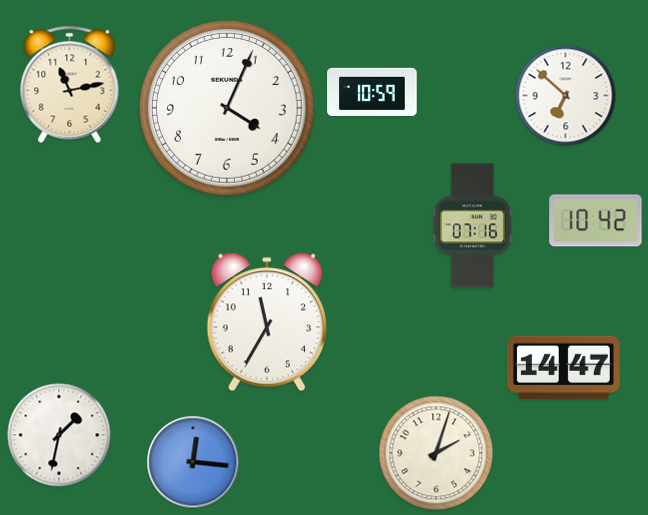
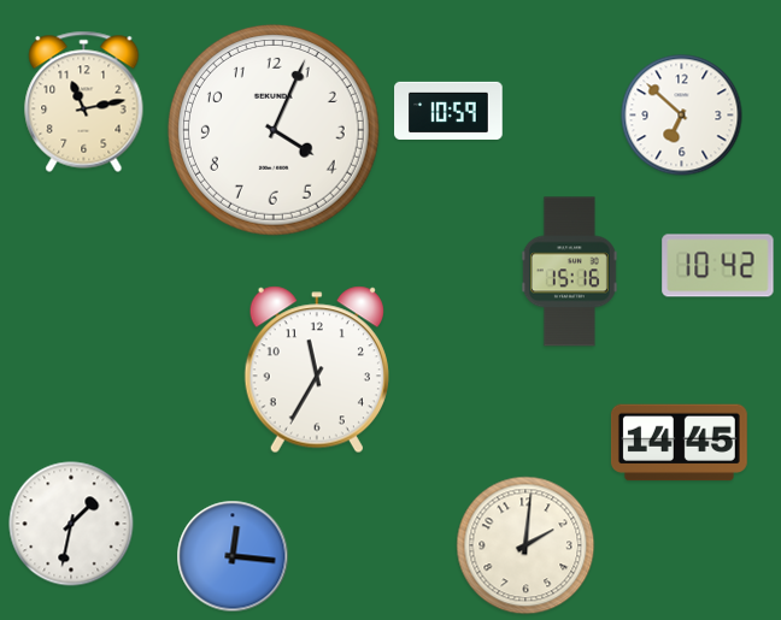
clock at (472, 226): 07:16 -> 15:16
clock at (267, 322) position: (267, 322) -> (317, 370)
clock at (563, 368): 14:47 -> 14:45
clock at (436, 453): 2:03 -> 2:01
